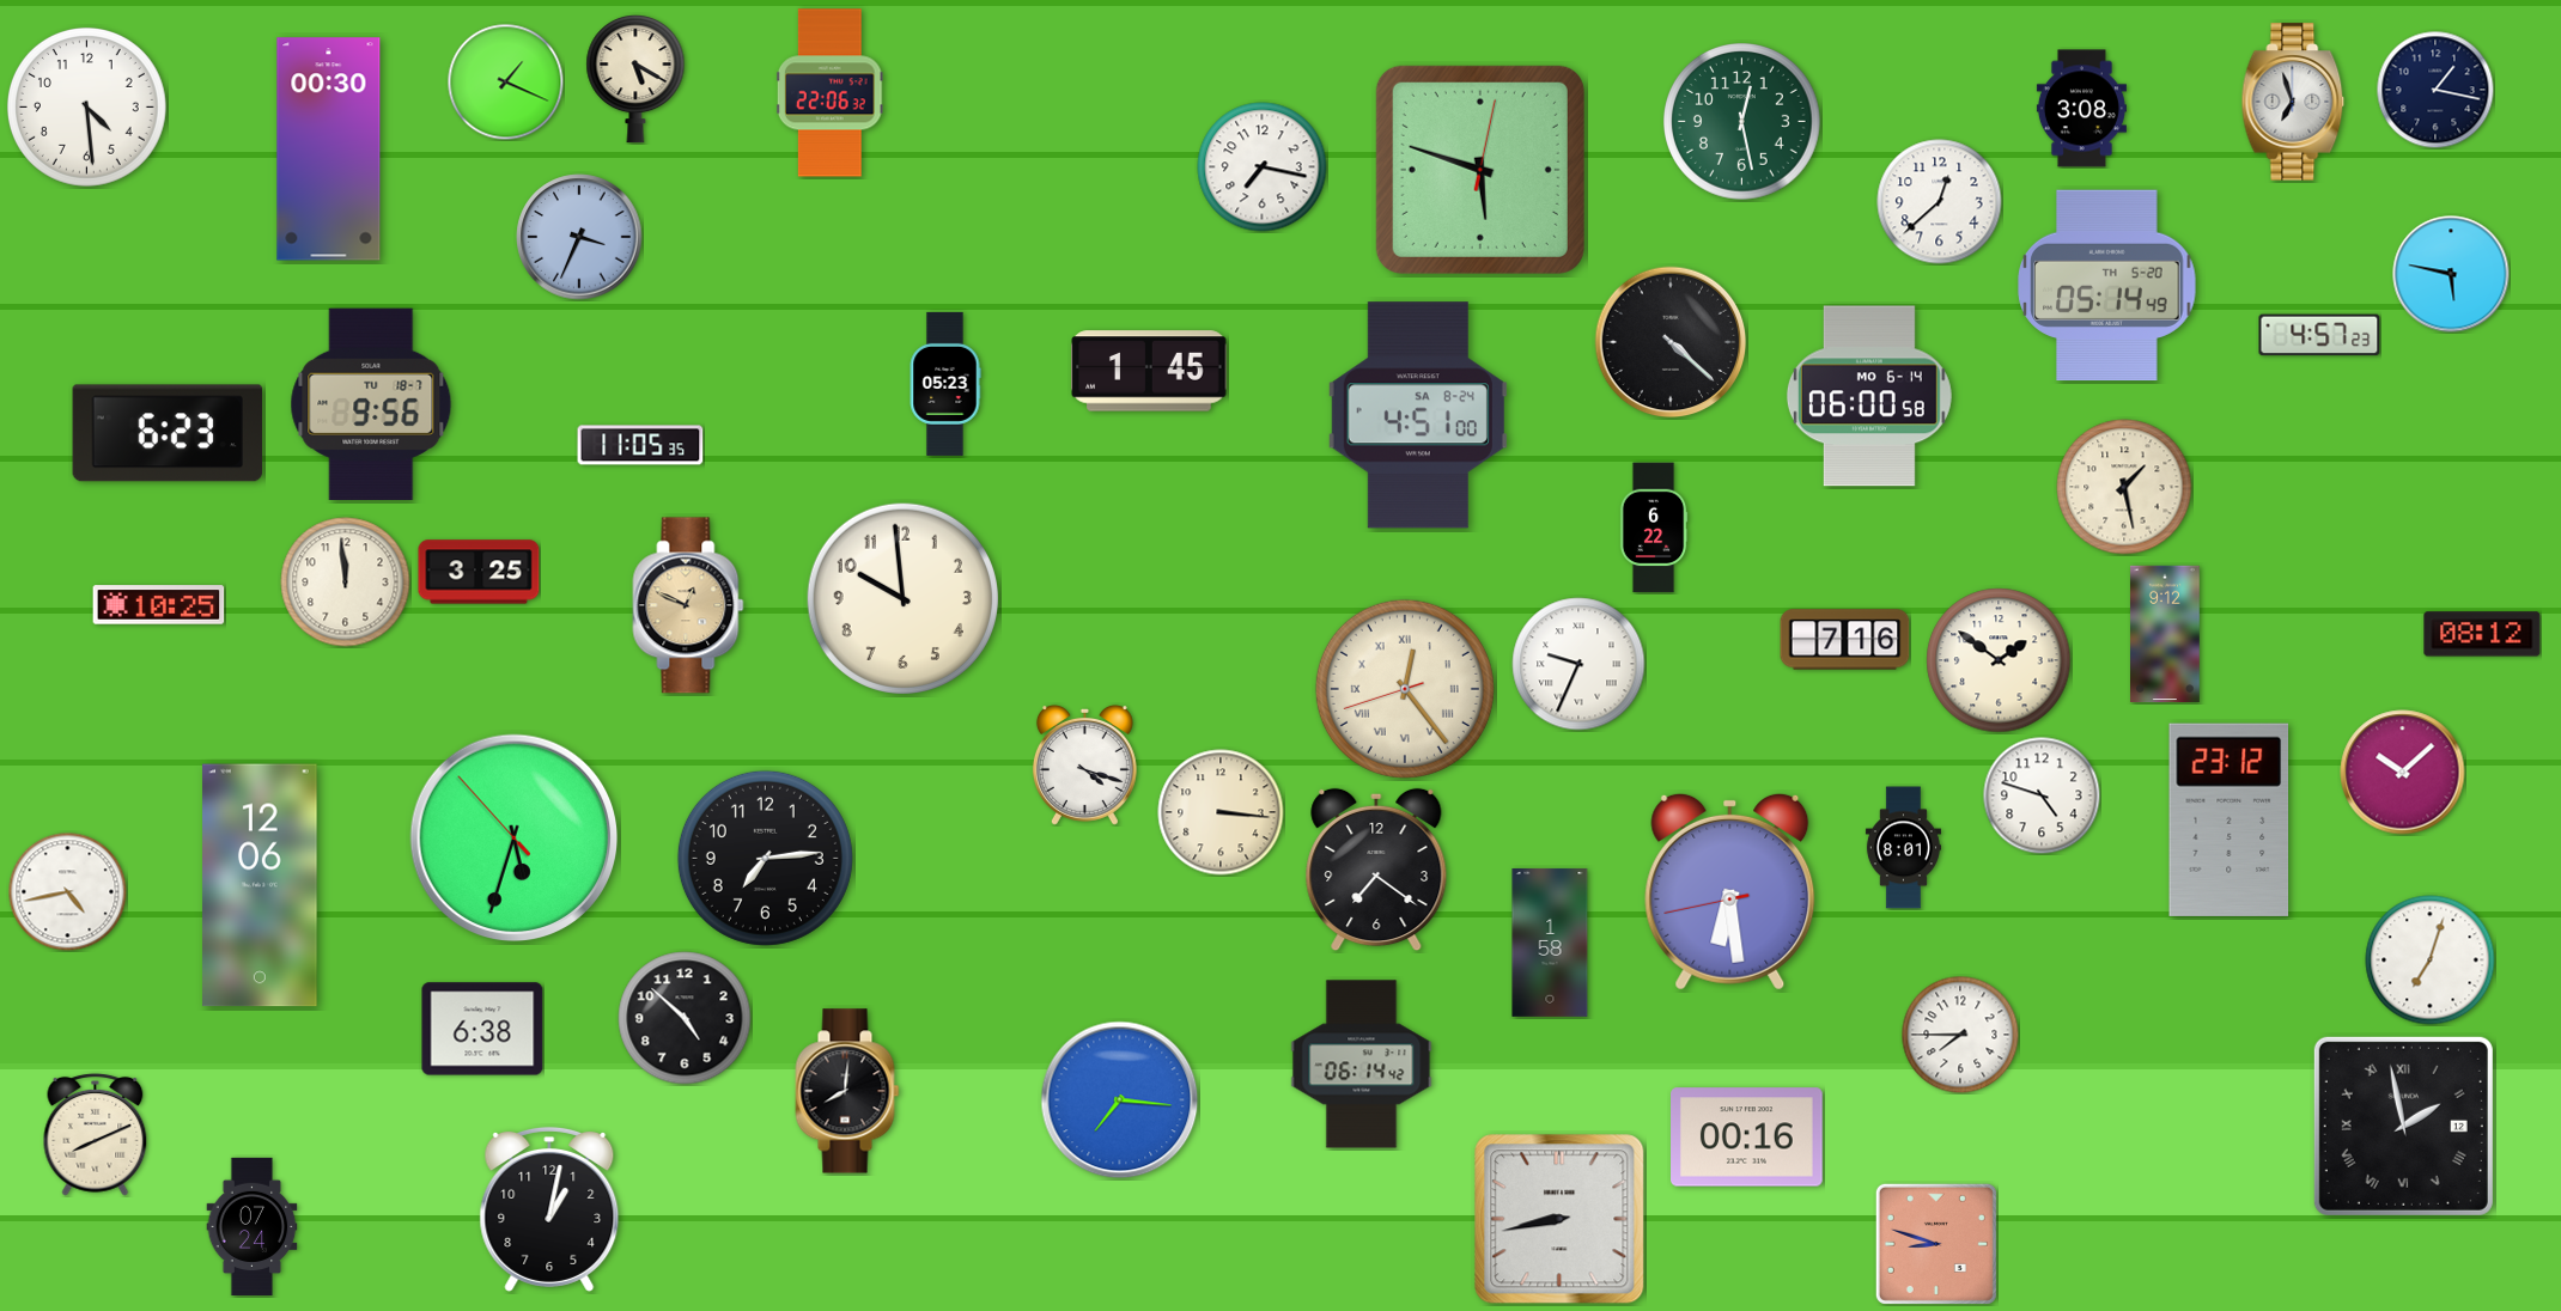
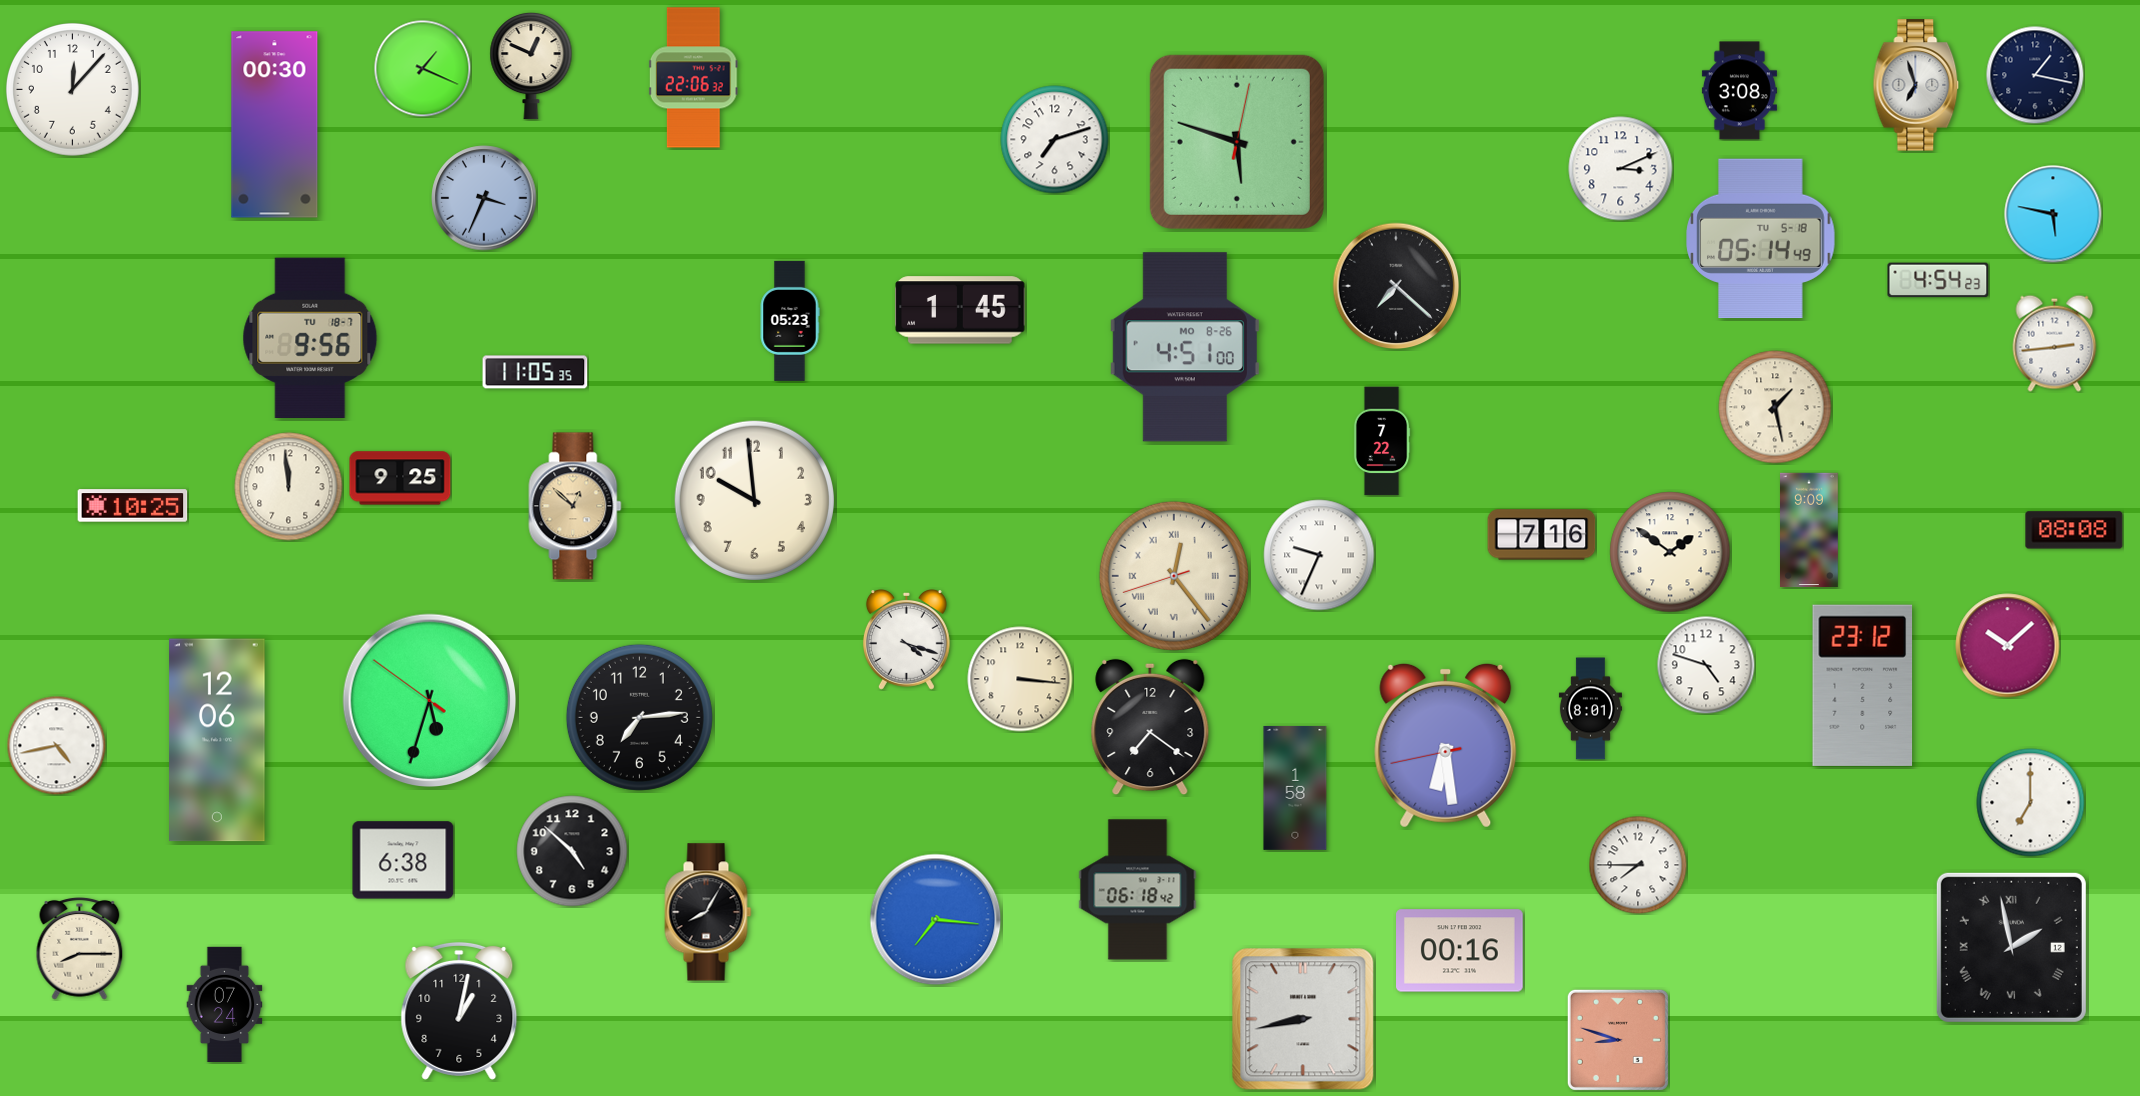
clock at (635, 79): 5:20 -> 12:49
clock at (87, 108): 4:29 -> 12:07
clock at (1742, 122): 12:28 -> none
clock at (1263, 167): 7:17 -> 7:12
clock at (1940, 202): 12:38 -> 3:11
clock at (2451, 274) position: (2451, 274) -> (2053, 214)
clock at (2107, 286) date: TH 5-20 -> TU 5-18
clock at (2319, 335): 4:57 -> 4:54
clock at (1671, 342): 4:22 -> 7:22
clock at (1869, 396): 06:00 -> none
clock at (2055, 343): none -> 2:44
clock at (1418, 415) date: SA 8-24 -> MO 8-26
clock at (168, 433): 6:23 -> none
clock at (1654, 528): 6:22 -> 7:22
clock at (479, 572): 3:25 -> 9:25
clock at (688, 605): 12:49 -> 12:52
clock at (2166, 634): 9:12 -> 9:09
clock at (2482, 634): 08:12 -> 08:08
clock at (515, 839): 5:32:53 -> 5:32:51
clock at (2431, 961): 7:03 -> 7:00
clock at (1362, 1065): 06:14 -> 06:18
clock at (847, 1091): 8:01 -> 8:05
clock at (2403, 1126) position: (2403, 1126) -> (2011, 947)
clock at (96, 1135): 8:11 -> 8:15
clock at (253, 1227) position: (253, 1227) -> (225, 1005)
